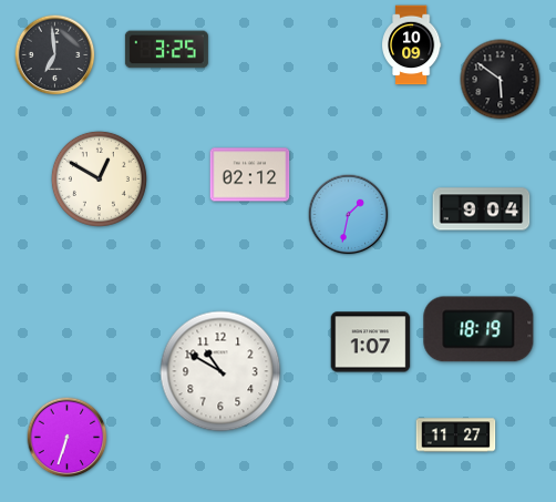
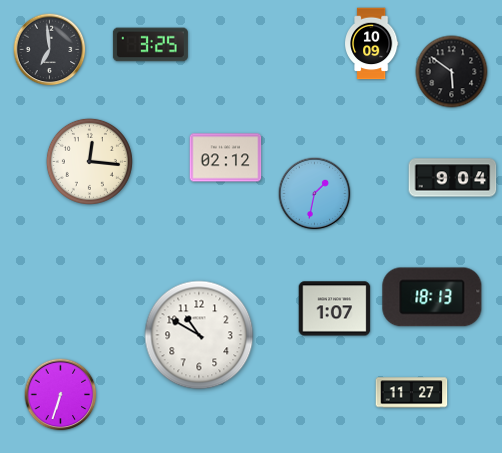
clock at (412, 45) position: (412, 45) -> (372, 44)
clock at (99, 178): 12:50 -> 12:16
clock at (482, 209) position: (482, 209) -> (453, 178)
clock at (478, 329): 18:19 -> 18:13
